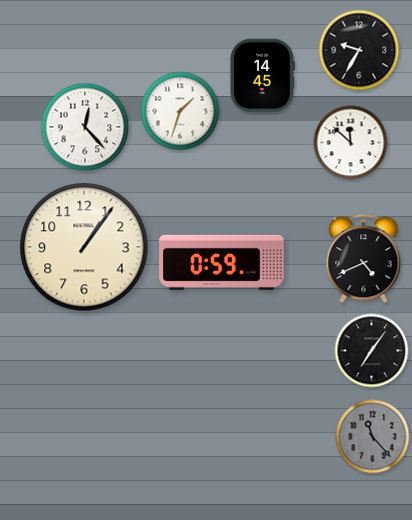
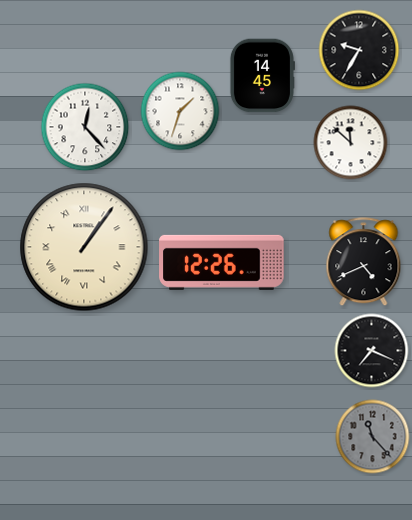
clock at (84, 247) numerals: Arabic -> Roman
clock at (364, 259) position: (364, 259) -> (364, 262)
clock at (222, 262): 0:59 -> 12:26
clock at (372, 351): 7:06 -> 7:19
